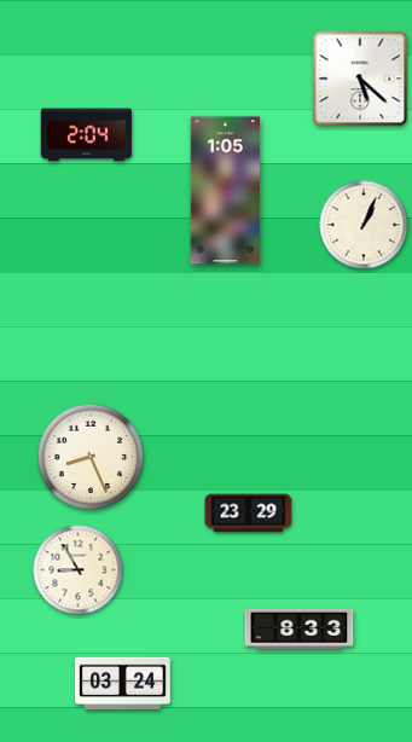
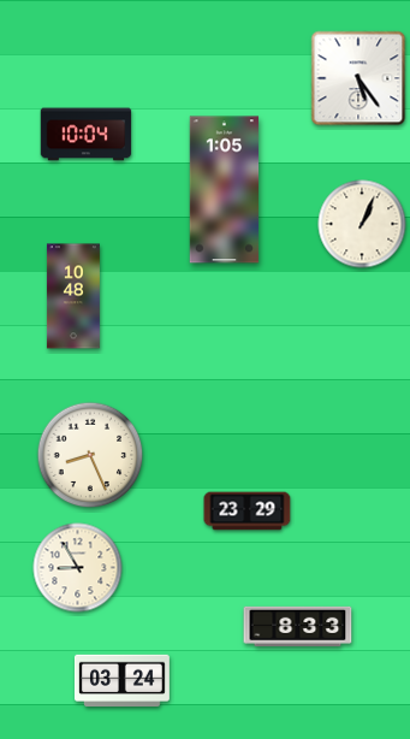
clock at (360, 79): 5:22 -> 5:24
clock at (87, 135): 2:04 -> 10:04
clock at (73, 296): none -> 10:48
